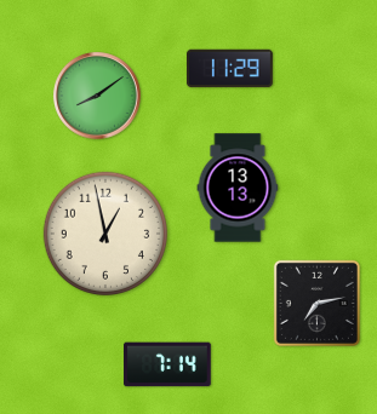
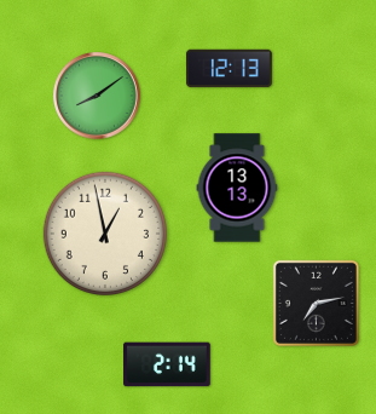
clock at (229, 69): 11:29 -> 12:13
clock at (167, 364): 7:14 -> 2:14
